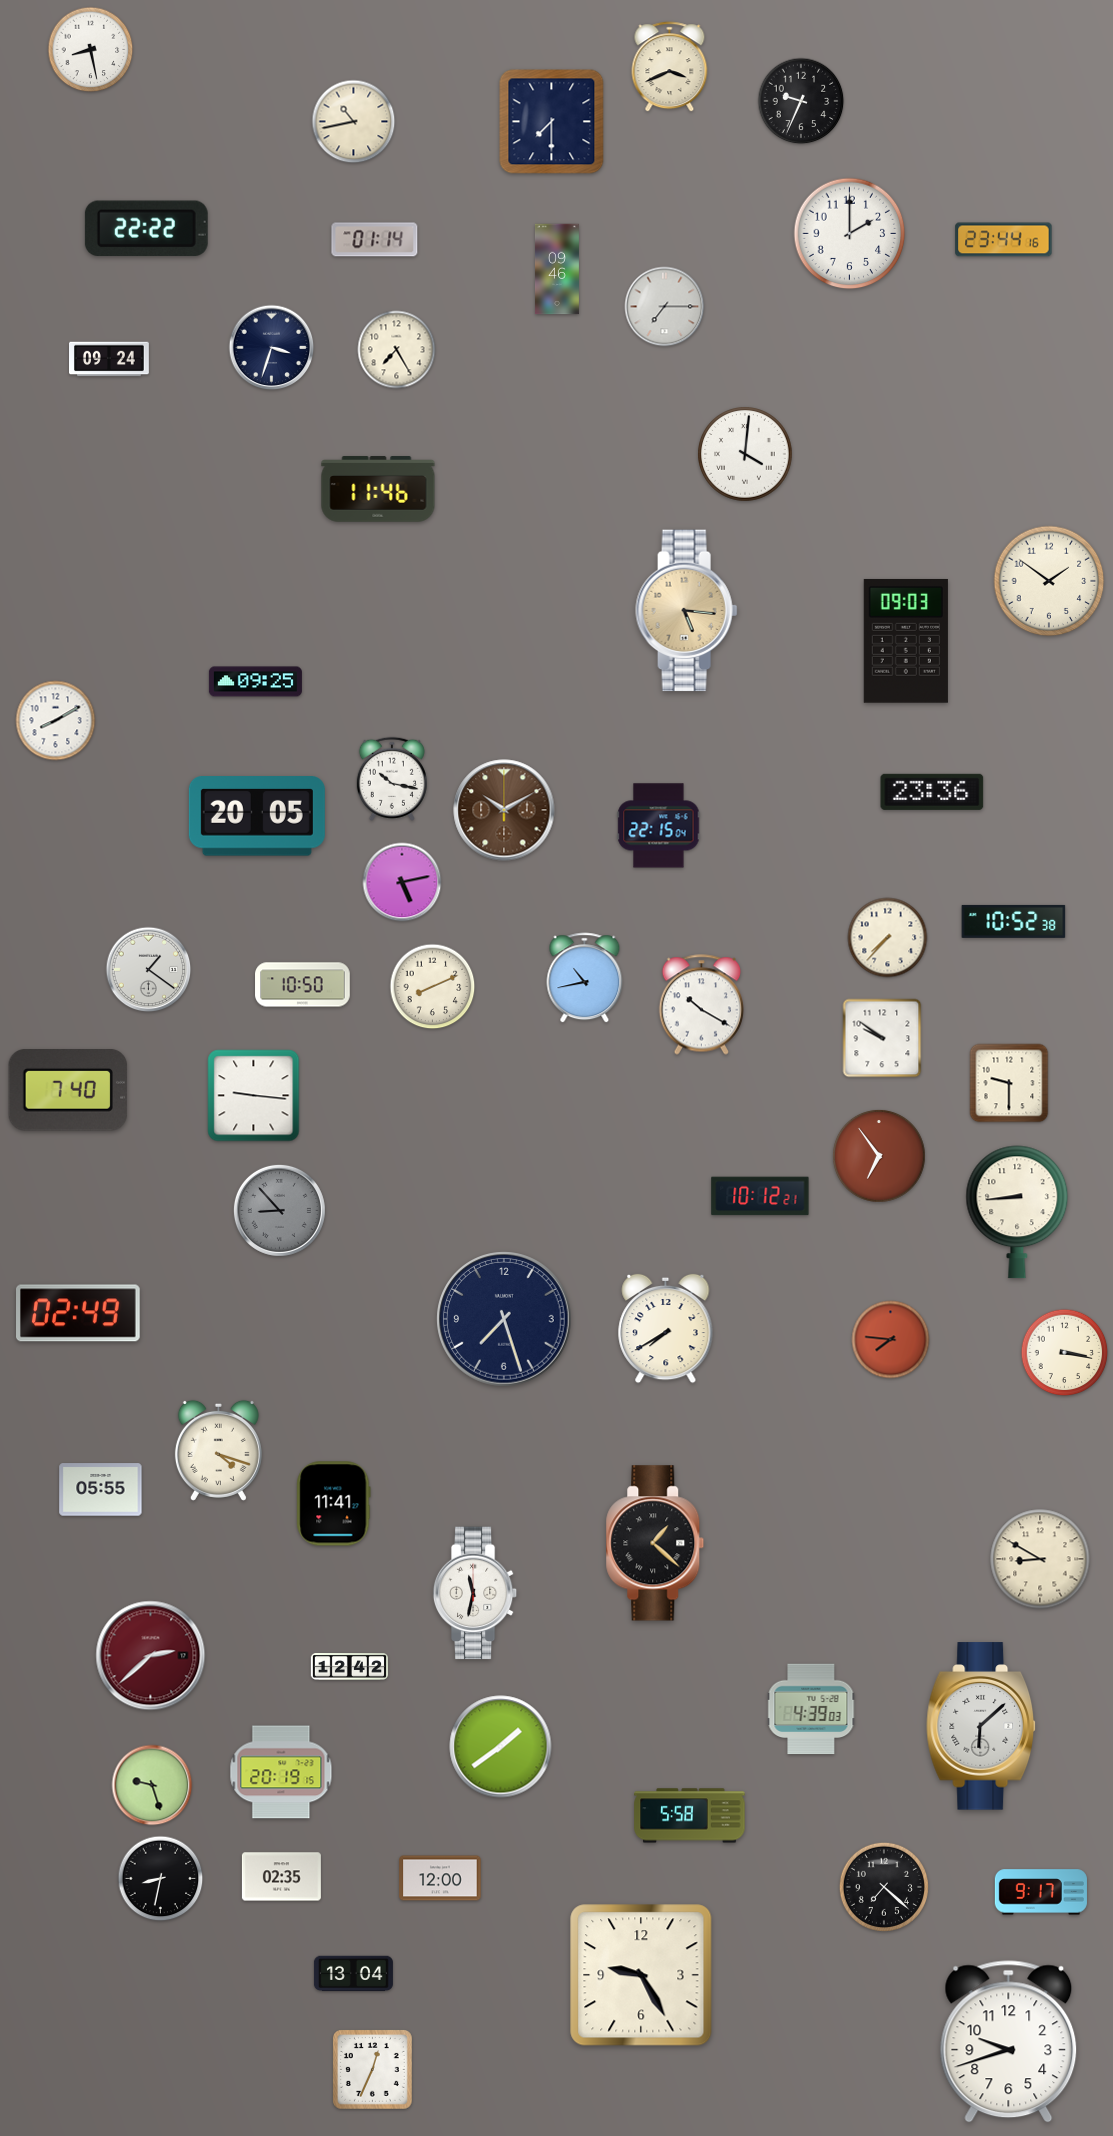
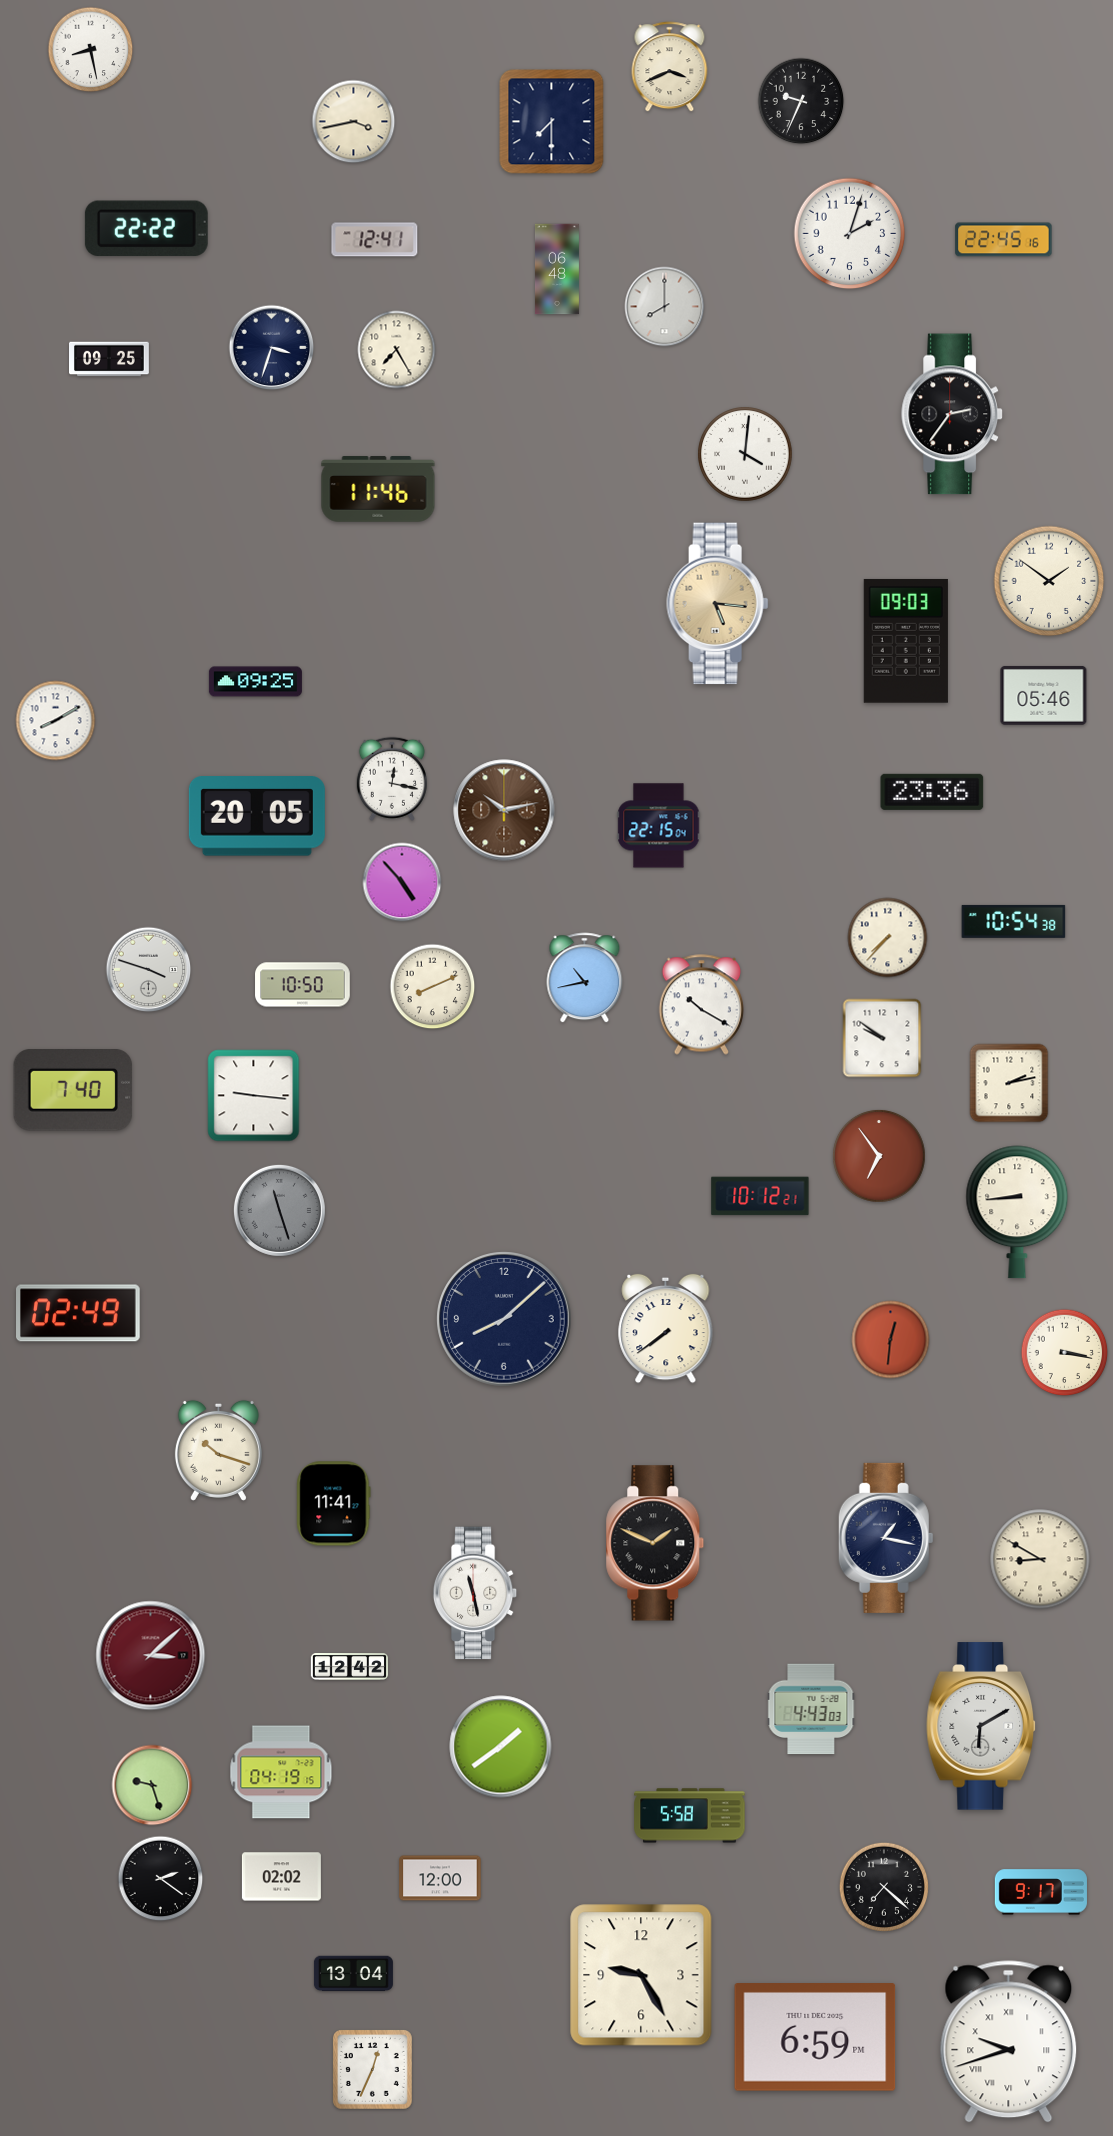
clock at (354, 122): 10:43 -> 3:43
clock at (850, 234): 2:00 -> 2:03
clock at (375, 240): 01:14 -> 12:41
clock at (1004, 240): 23:44 -> 22:45
clock at (557, 269): 09:46 -> 06:48
clock at (665, 307): 7:15 -> 8:00
clock at (110, 359): 09:24 -> 09:25
clock at (952, 414): none -> 2:36
clock at (687, 611) position: (687, 611) -> (718, 604)
clock at (1044, 696): none -> 05:46
clock at (392, 779): 10:17 -> 12:17
clock at (504, 810): 10:10 -> 10:13
clock at (402, 882): 5:13 -> 4:53
clock at (1014, 921): 10:52 -> 10:54
clock at (149, 970): 1:21 -> 3:48
clock at (1009, 1083): 9:30 -> 2:13
clock at (68, 1090) position: (68, 1090) -> (73, 1090)
clock at (279, 1210): 8:53 -> 11:27
clock at (504, 1319): 7:27 -> 8:08
clock at (666, 1329): 7:40 -> 7:39
clock at (891, 1340): 7:46 -> 12:31
clock at (218, 1450): 4:18 -> 10:18
clock at (101, 1490): 05:55 -> none
clock at (886, 1538): none -> 1:17
clock at (655, 1543): 1:22 -> 1:49
clock at (475, 1593): 11:32 -> 11:28
clock at (151, 1656): 2:38 -> 3:08
clock at (811, 1709): 4:39 -> 4:43
clock at (982, 1726): 6:08 -> 6:10
clock at (281, 1772): 20:19 -> 04:19
clock at (281, 1877): 02:35 -> 02:02
clock at (161, 1879): 8:32 -> 2:21
clock at (815, 2038): none -> 6:59
clock at (1009, 2042) numerals: Arabic -> Roman
